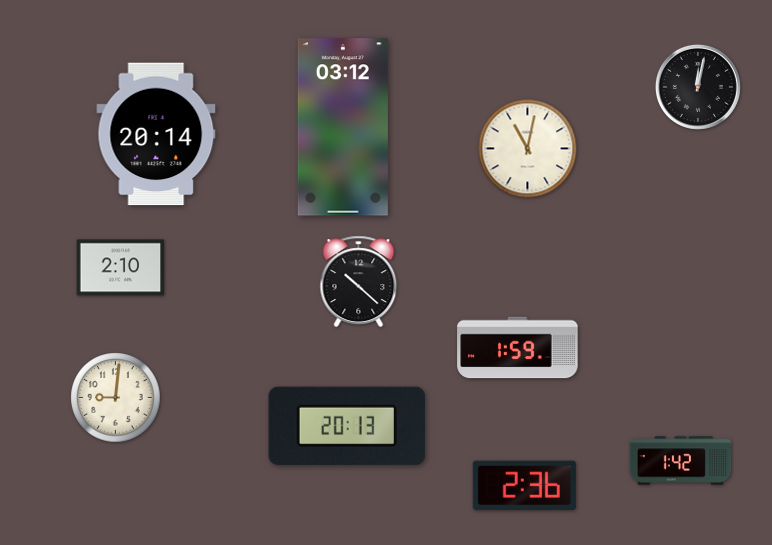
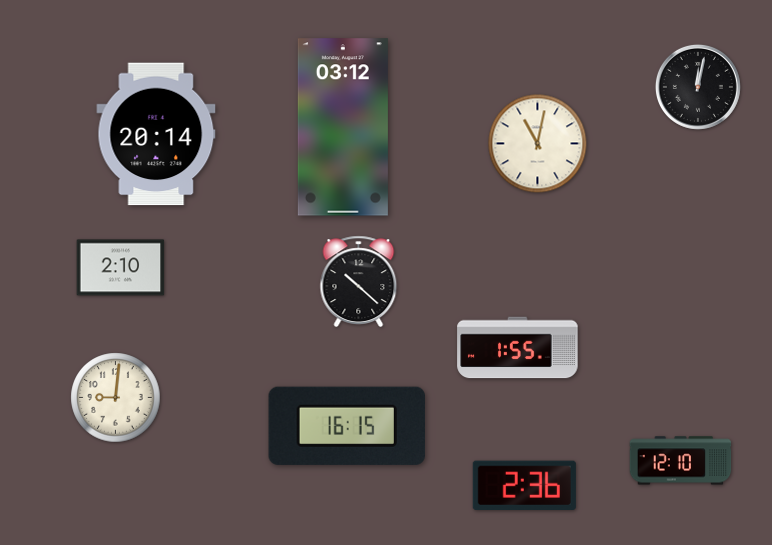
clock at (528, 149) position: (528, 149) -> (538, 144)
clock at (518, 348): 1:59 -> 1:55
clock at (346, 426): 20:13 -> 16:15
clock at (681, 461): 1:42 -> 12:10
